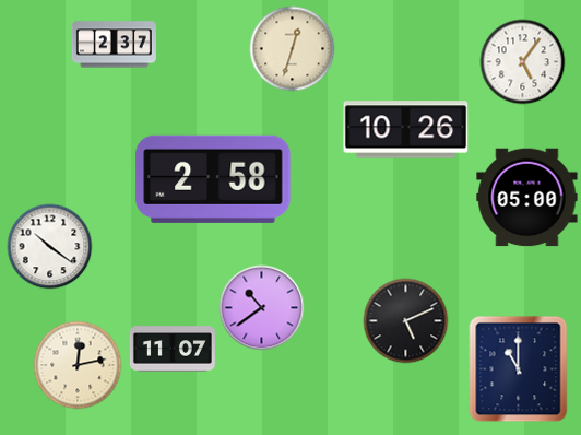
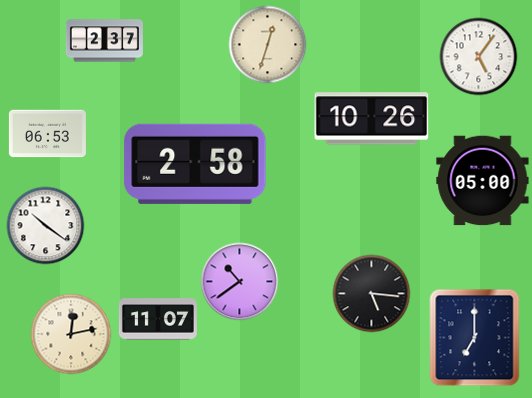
clock at (47, 134): none -> 06:53
clock at (405, 320): 5:11 -> 5:16
clock at (519, 368): 11:00 -> 7:00
